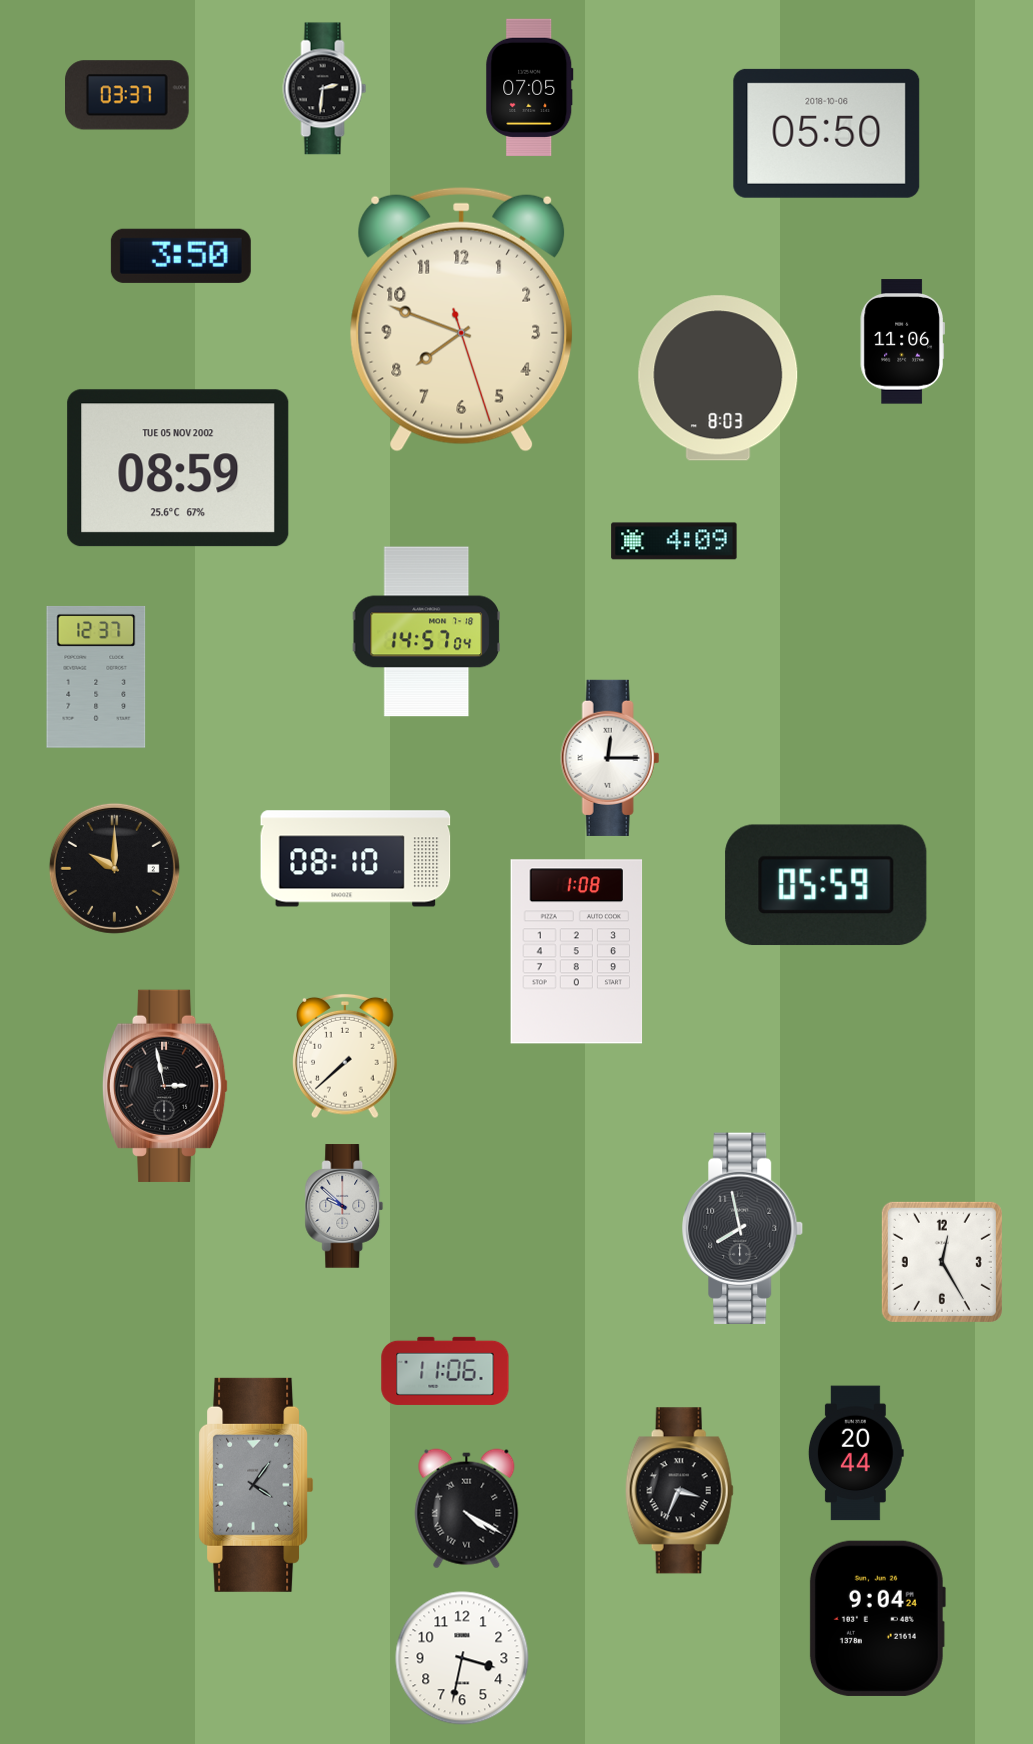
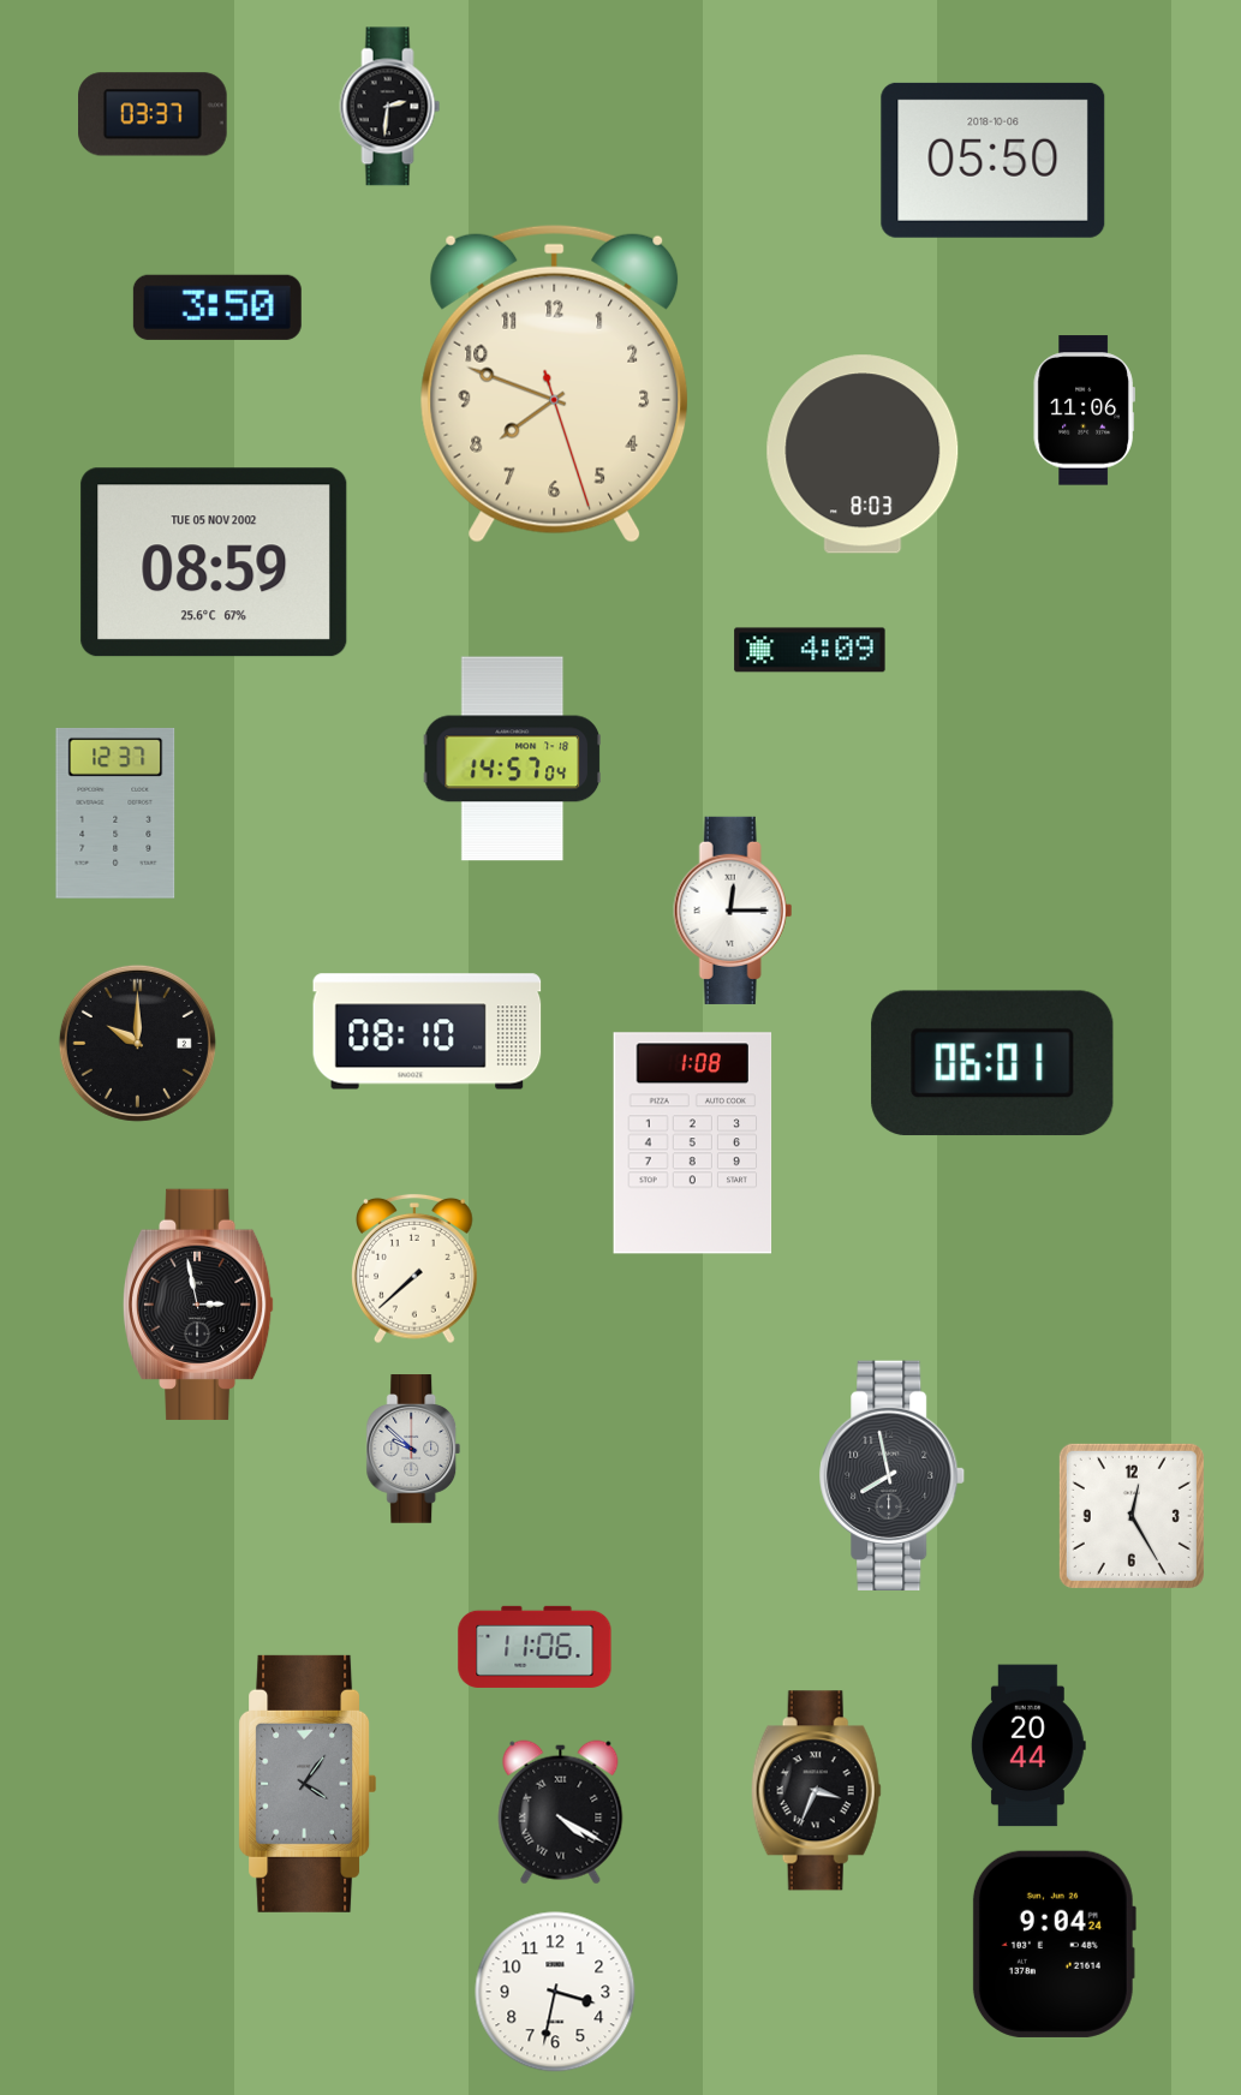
clock at (530, 87): 07:05 -> none
clock at (826, 885): 05:59 -> 06:01
